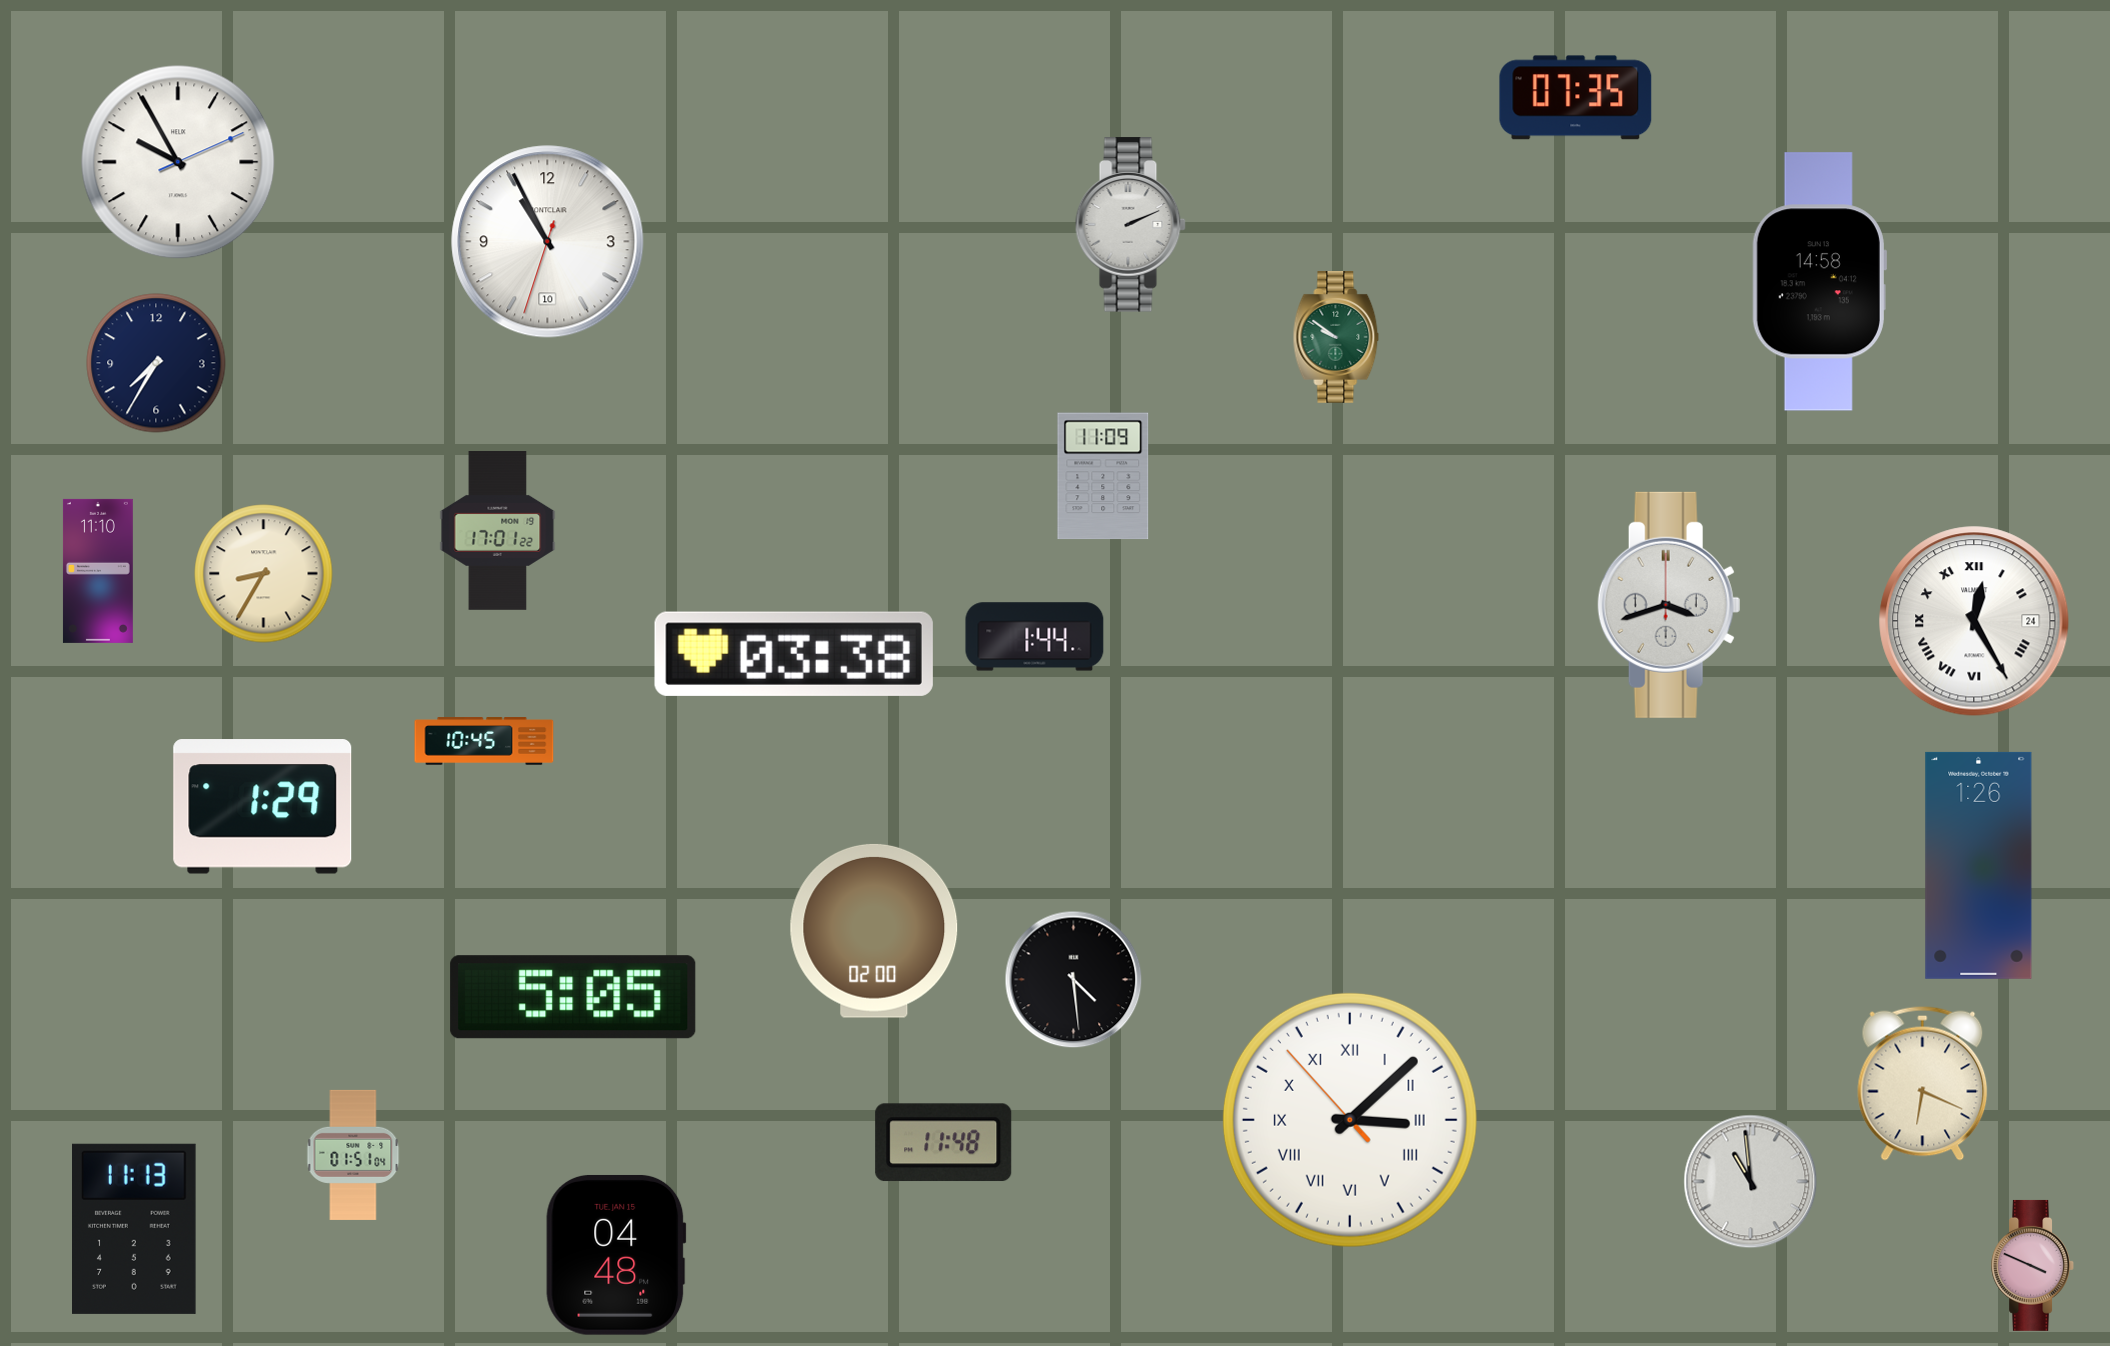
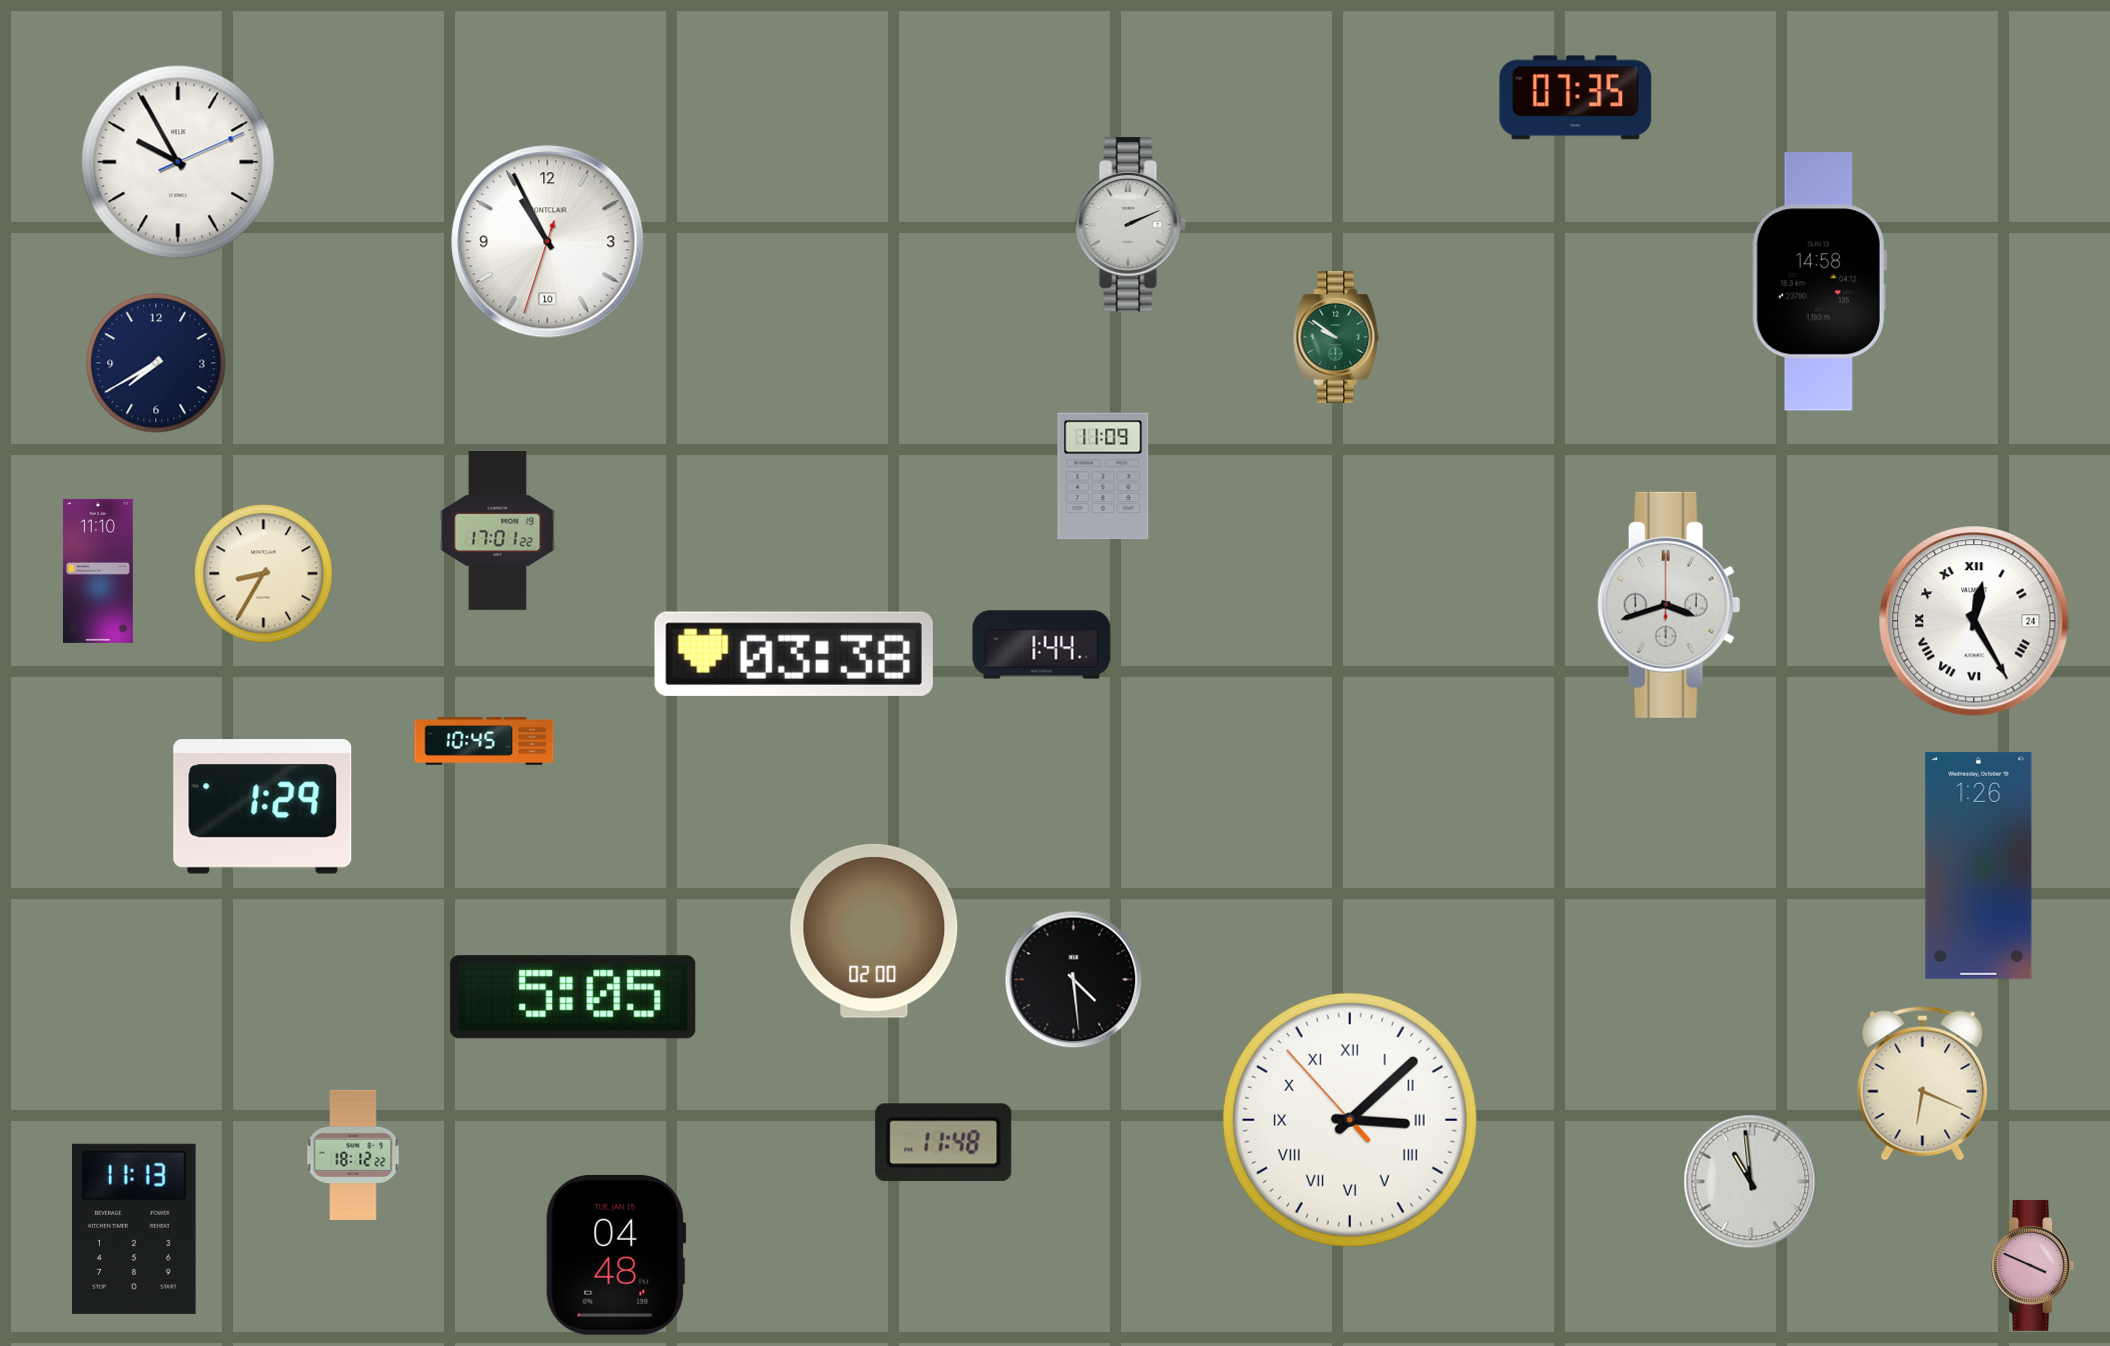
clock at (156, 363): 7:35 -> 7:40
clock at (1035, 637) position: (1035, 637) -> (1042, 645)
clock at (353, 1155): 01:51 -> 18:12
